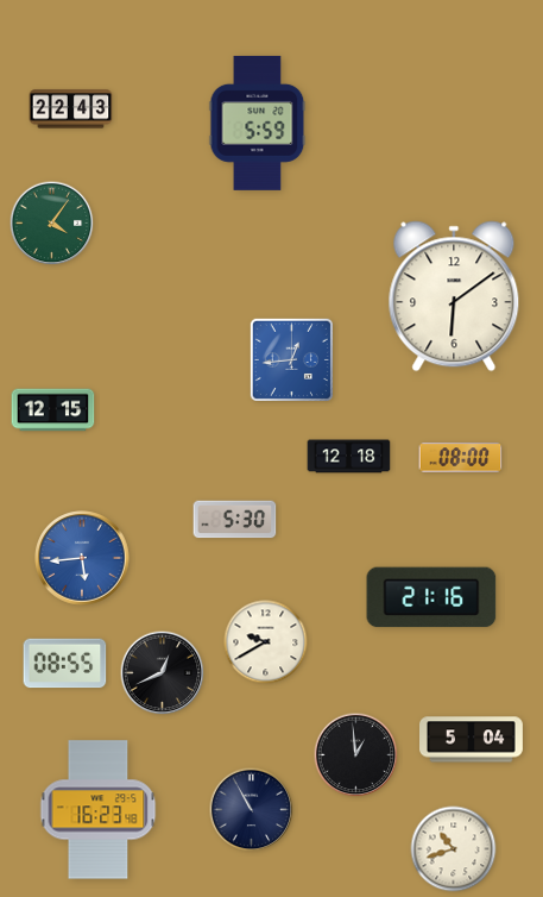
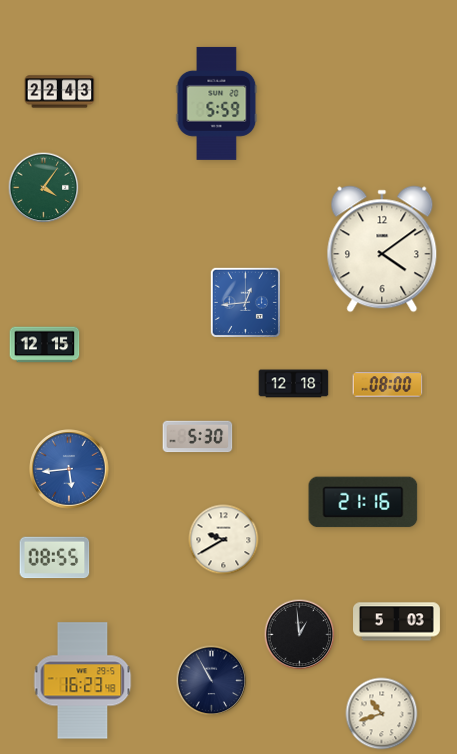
clock at (454, 296): 6:09 -> 4:09
clock at (163, 673): 12:41 -> none
clock at (472, 740): 5:04 -> 5:03
